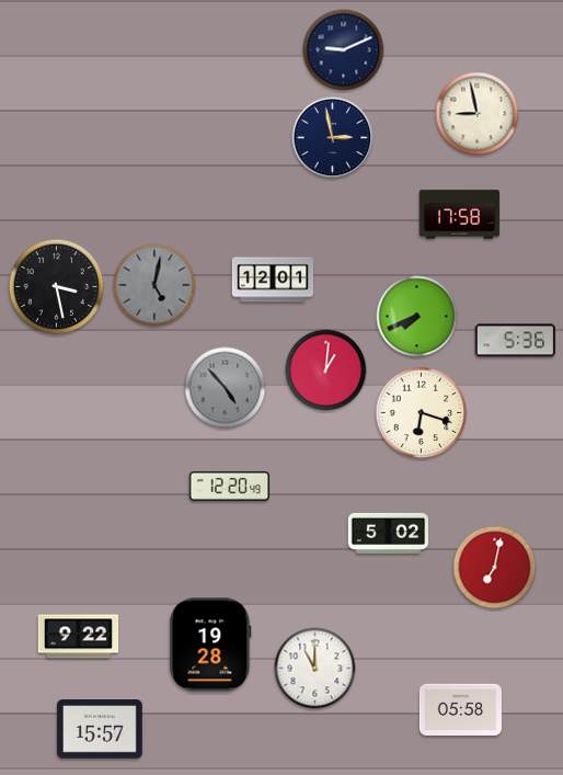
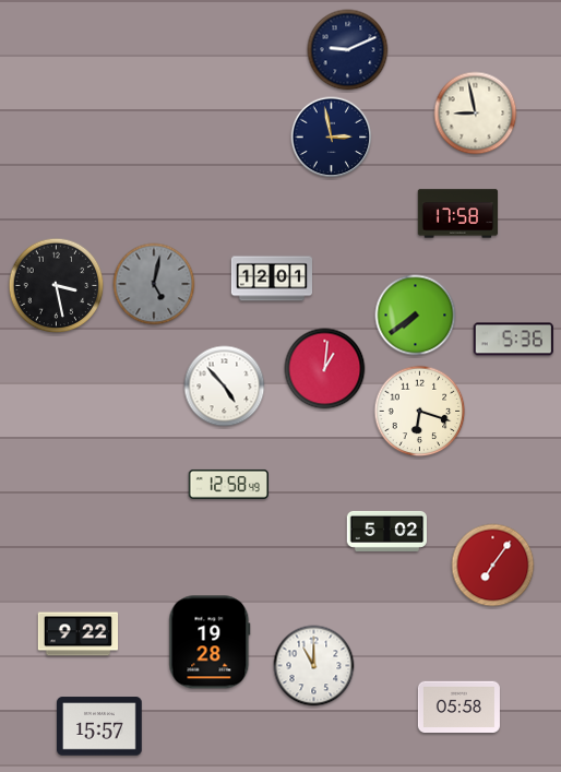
clock at (344, 50) position: (344, 50) -> (348, 50)
clock at (417, 317): 7:41 -> 7:39
clock at (226, 388) dial: grey -> white
clock at (229, 486): 12:20 -> 12:58
clock at (495, 568): 7:02 -> 7:06
